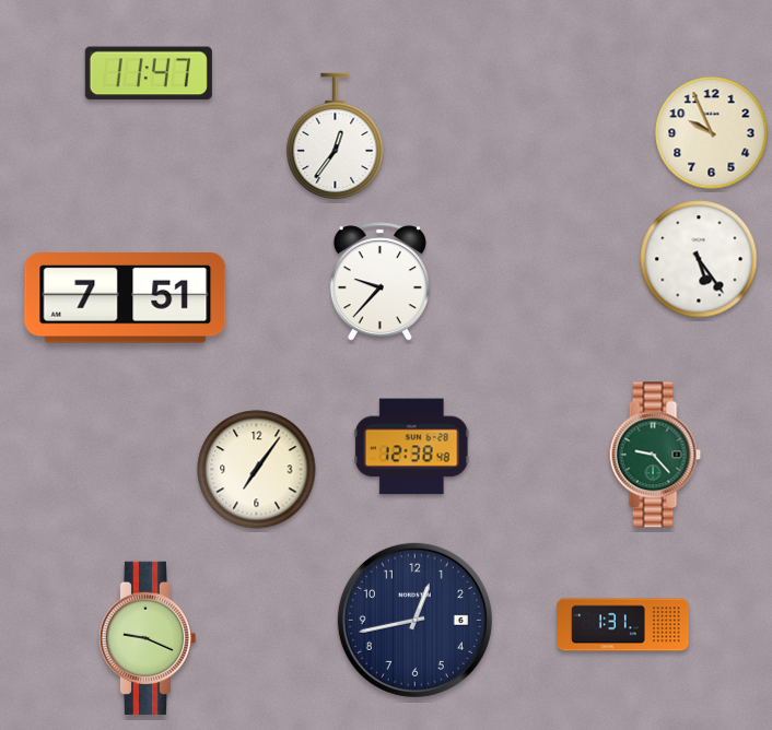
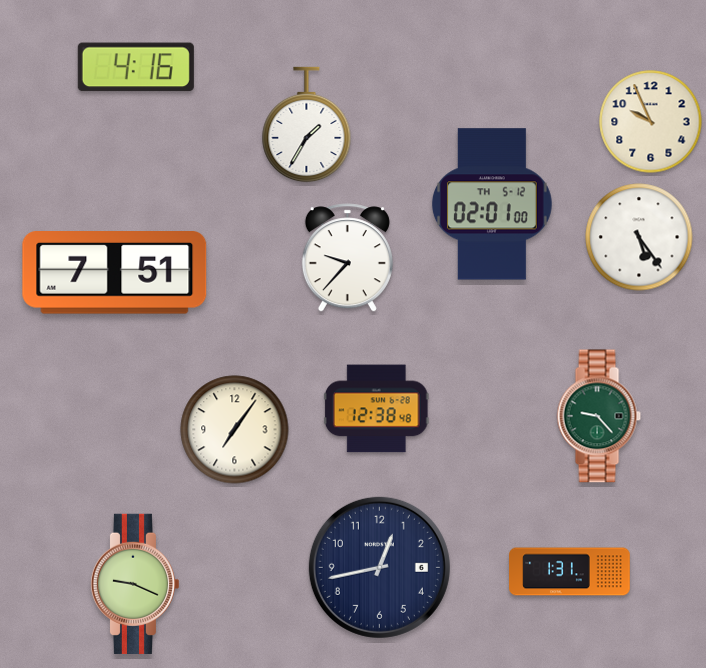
clock at (149, 73): 11:47 -> 4:16
clock at (336, 137): 12:36 -> 1:35
clock at (492, 204): none -> 02:01
